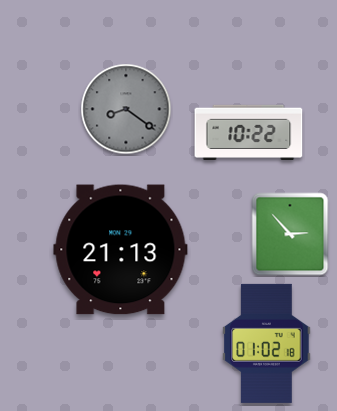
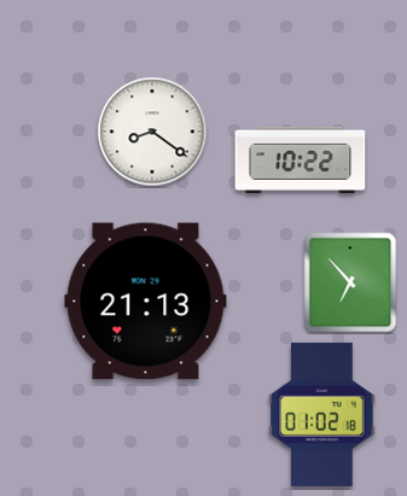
clock at (126, 109) dial: grey -> white
clock at (290, 234): 2:53 -> 6:53
